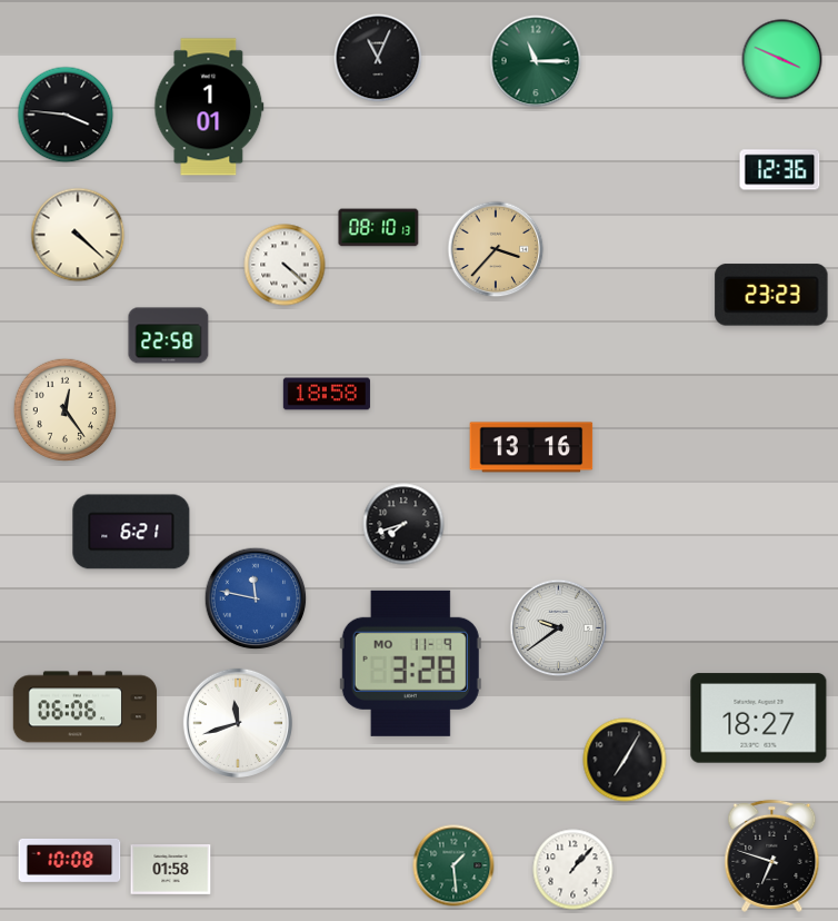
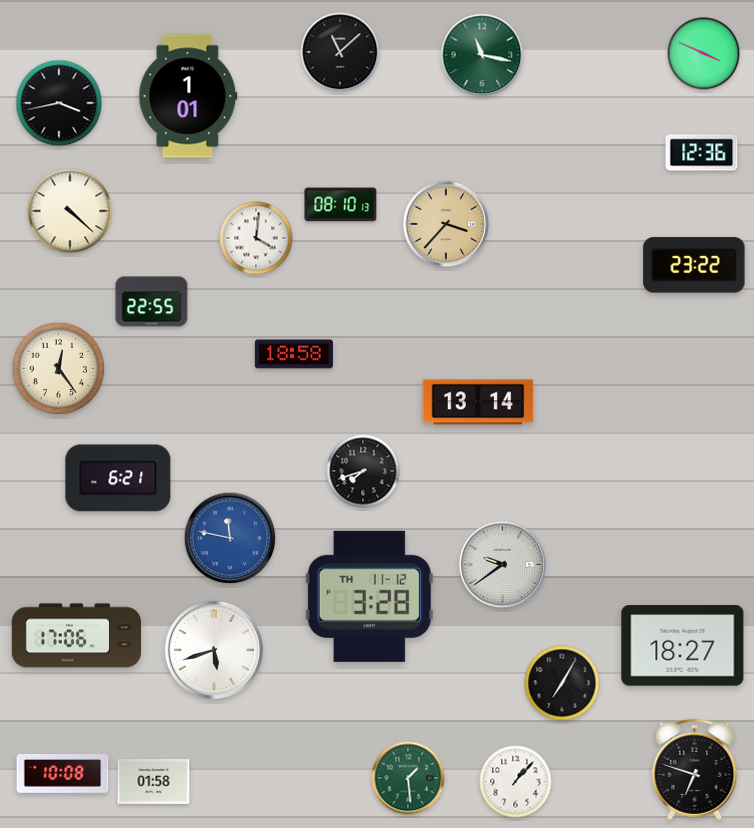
clock at (378, 58): 11:04 -> 11:08
clock at (536, 61): 11:15 -> 11:17
clock at (66, 115): 3:46 -> 3:43
clock at (285, 265): 4:22 -> 4:01
clock at (771, 295): 23:23 -> 23:22
clock at (169, 336): 22:58 -> 22:55
clock at (531, 447): 13:16 -> 13:14
clock at (410, 663) date: MO 11-9 -> TH 11-12
clock at (86, 707): 06:06 -> 17:06
clock at (238, 723): 11:42 -> 5:42
